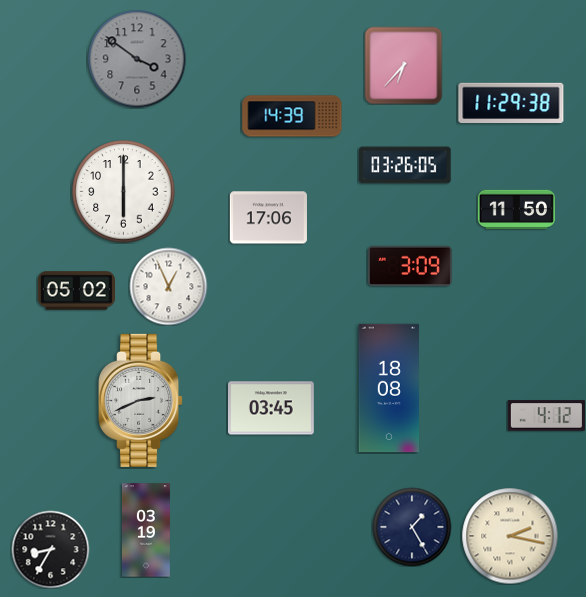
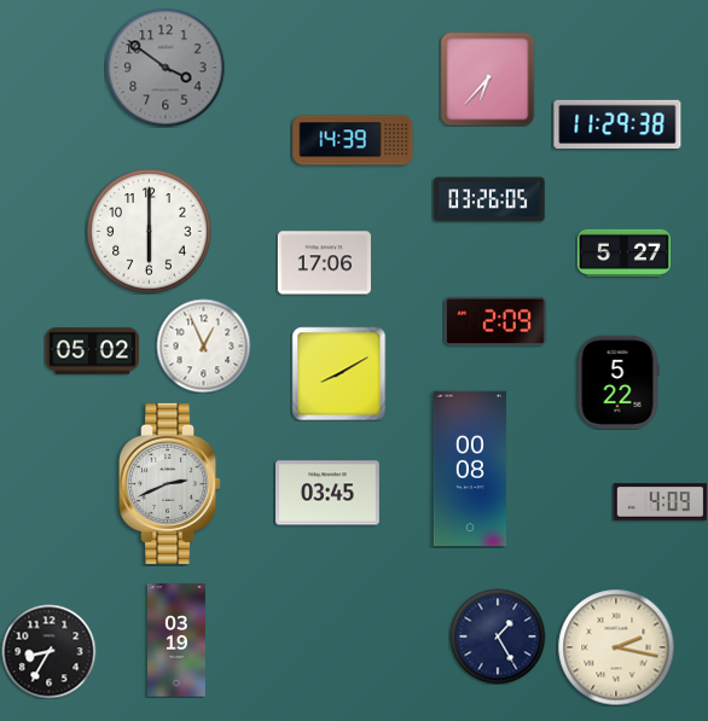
clock at (137, 59) position: (137, 59) -> (166, 68)
clock at (516, 209): 11:50 -> 5:27
clock at (410, 265): 3:09 -> 2:09
clock at (338, 373): none -> 8:10
clock at (617, 382): none -> 5:22
clock at (388, 388): 18:08 -> 00:08
clock at (546, 416): 4:12 -> 4:09
clock at (50, 549) position: (50, 549) -> (48, 651)
